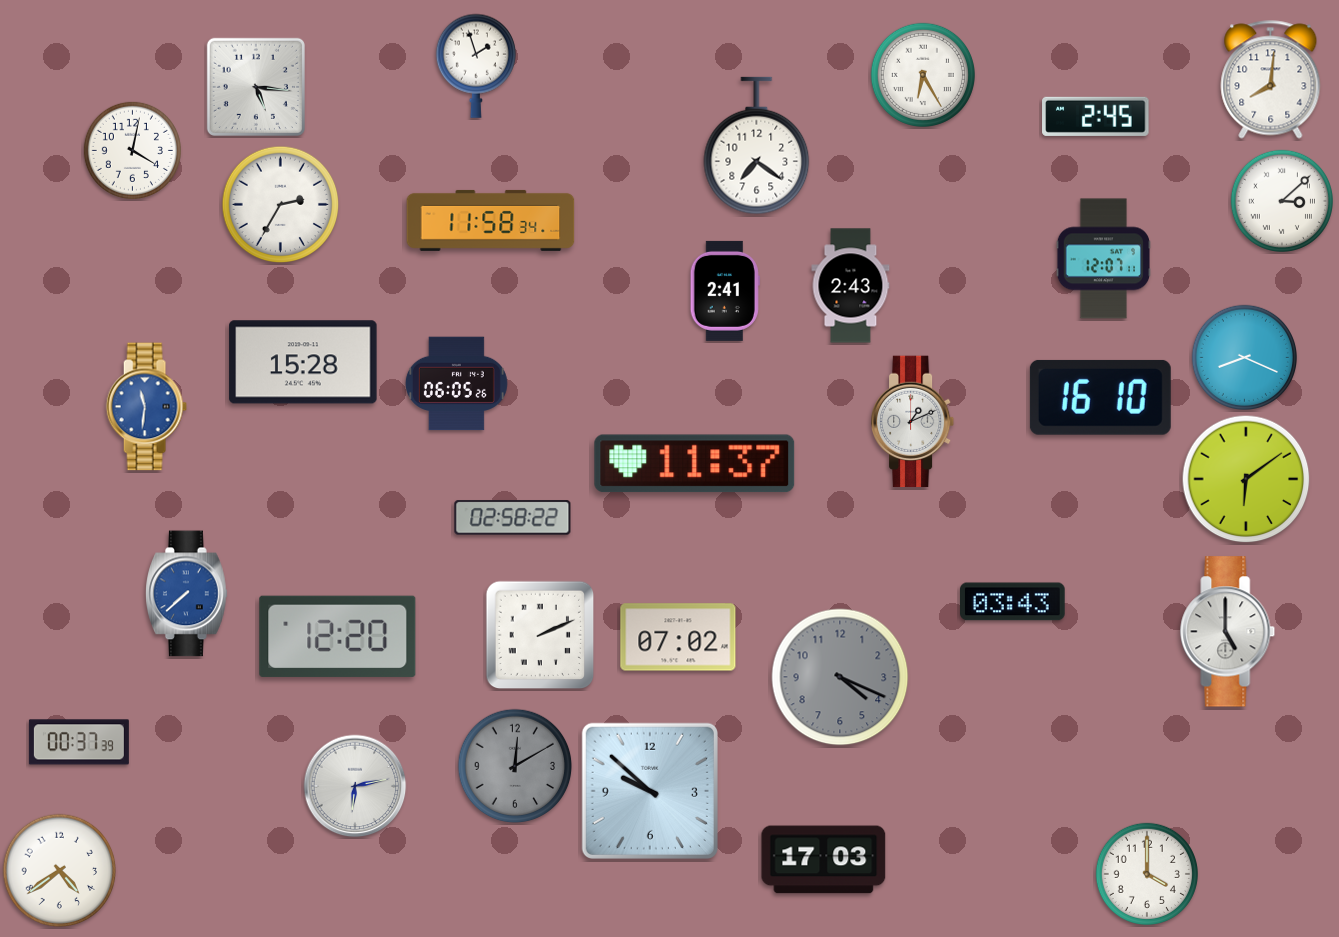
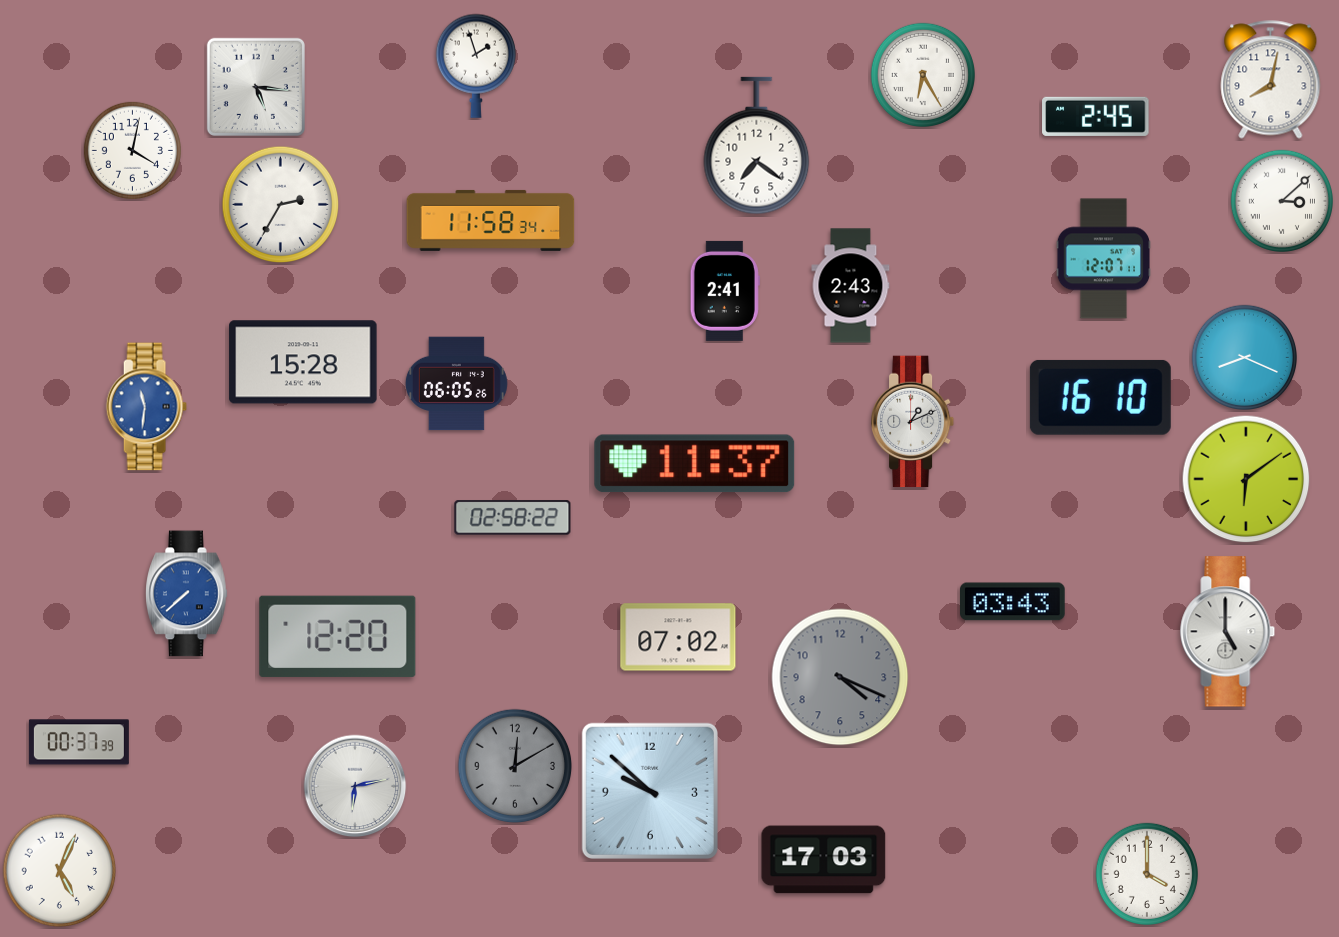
clock at (1271, 80): 8:01 -> 8:02
clock at (540, 635): 2:11 -> none
clock at (60, 871): 4:39 -> 5:04
